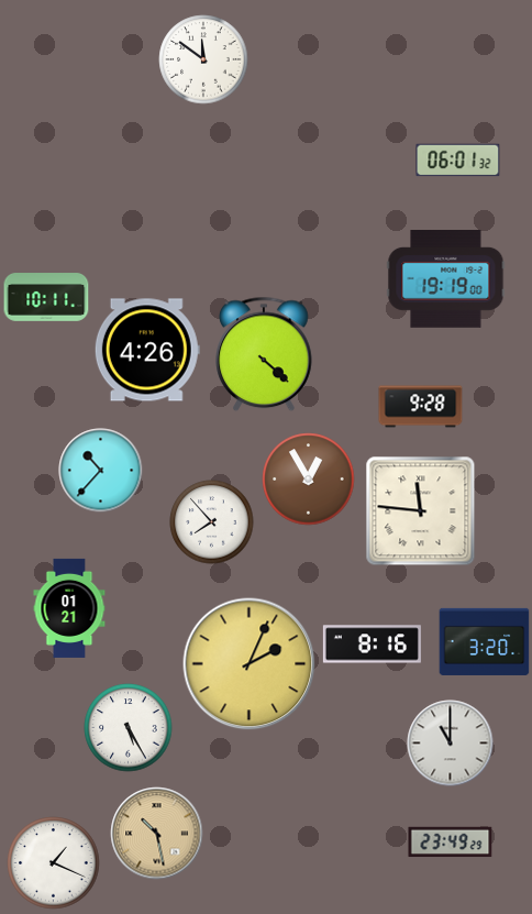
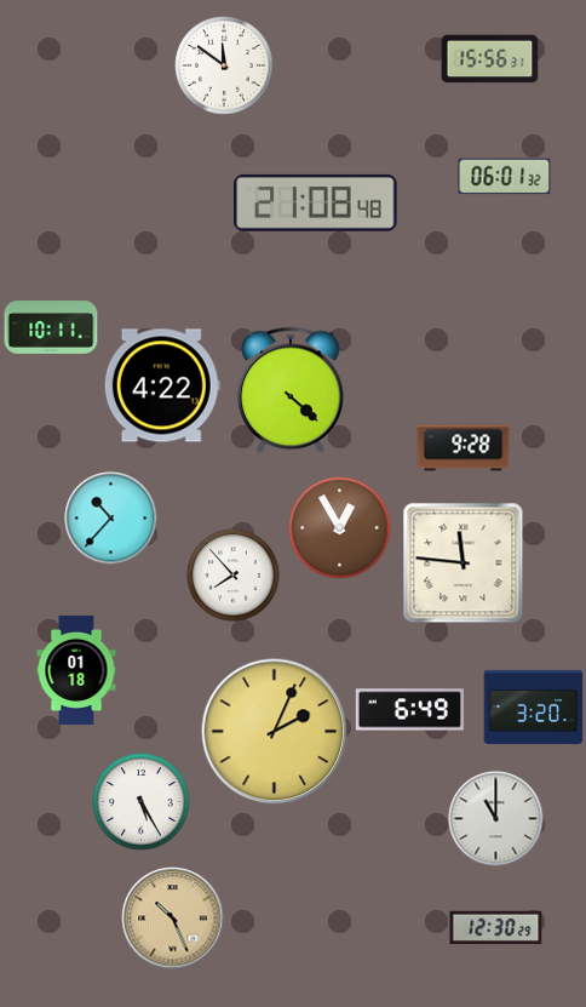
clock at (490, 59): none -> 15:56
clock at (316, 202): none -> 21:08
clock at (446, 279): 19:19 -> none
clock at (147, 350): 4:26 -> 4:22
clock at (69, 608): 01:21 -> 01:18
clock at (372, 645): 8:16 -> 6:49
clock at (157, 834): 10:28 -> 10:26
clock at (451, 843): 23:49 -> 12:30
clock at (54, 863): 1:19 -> none
